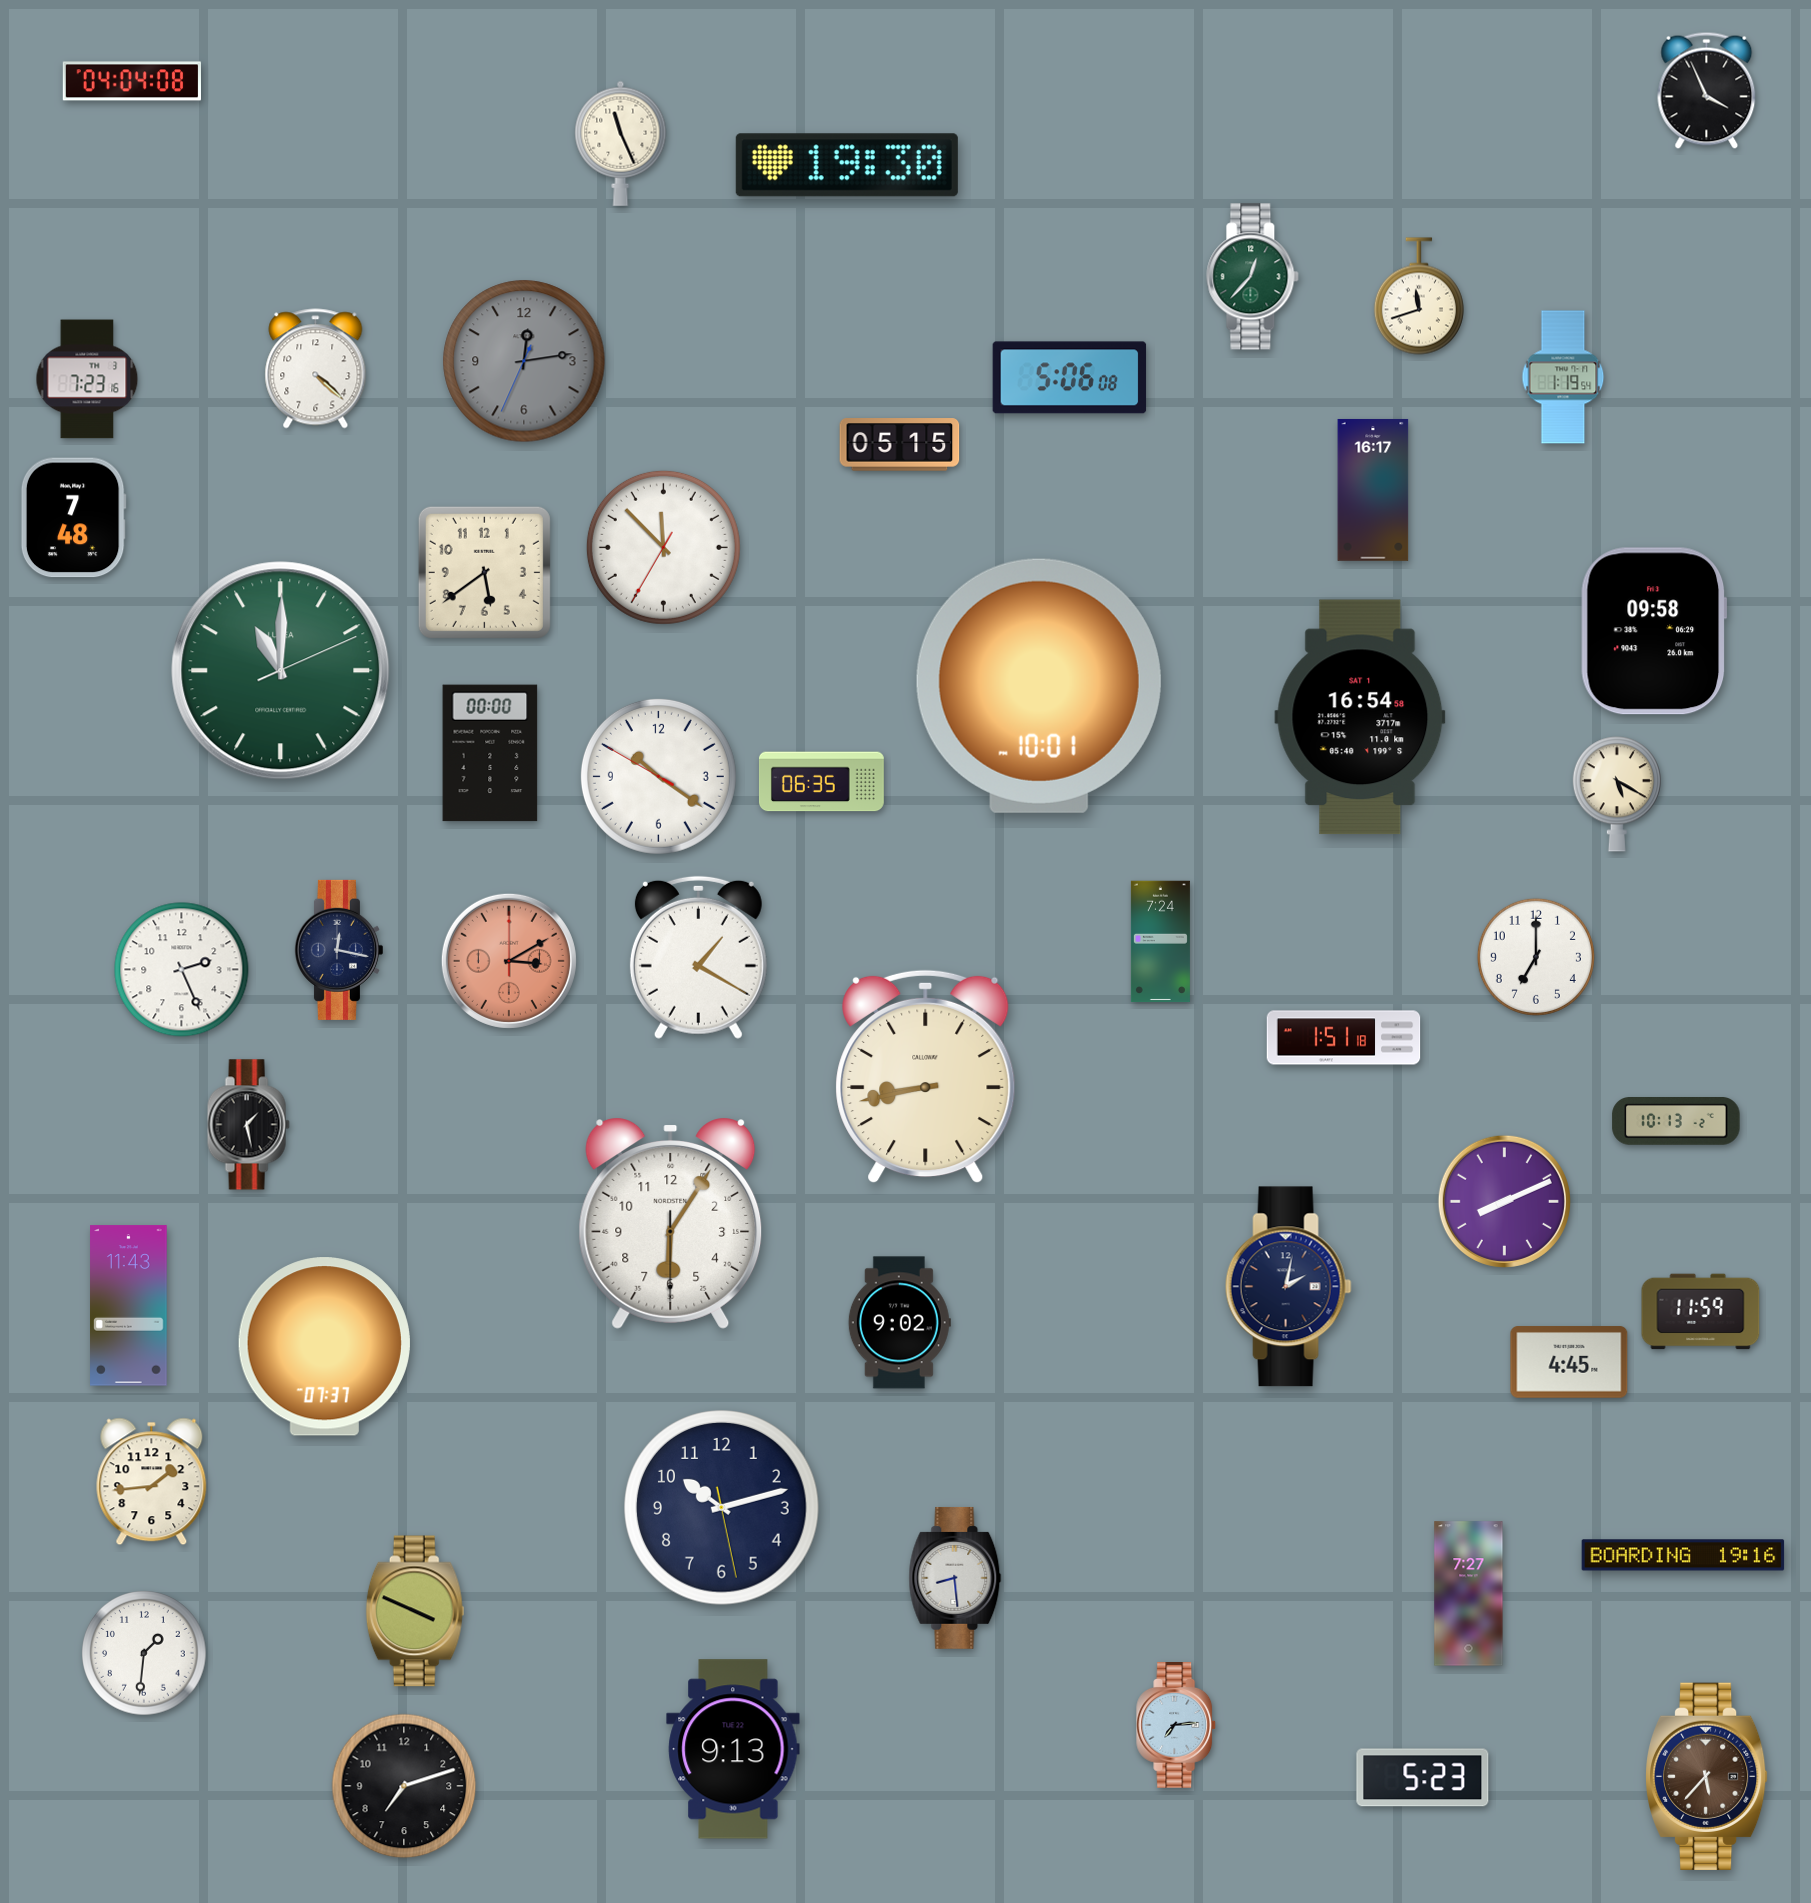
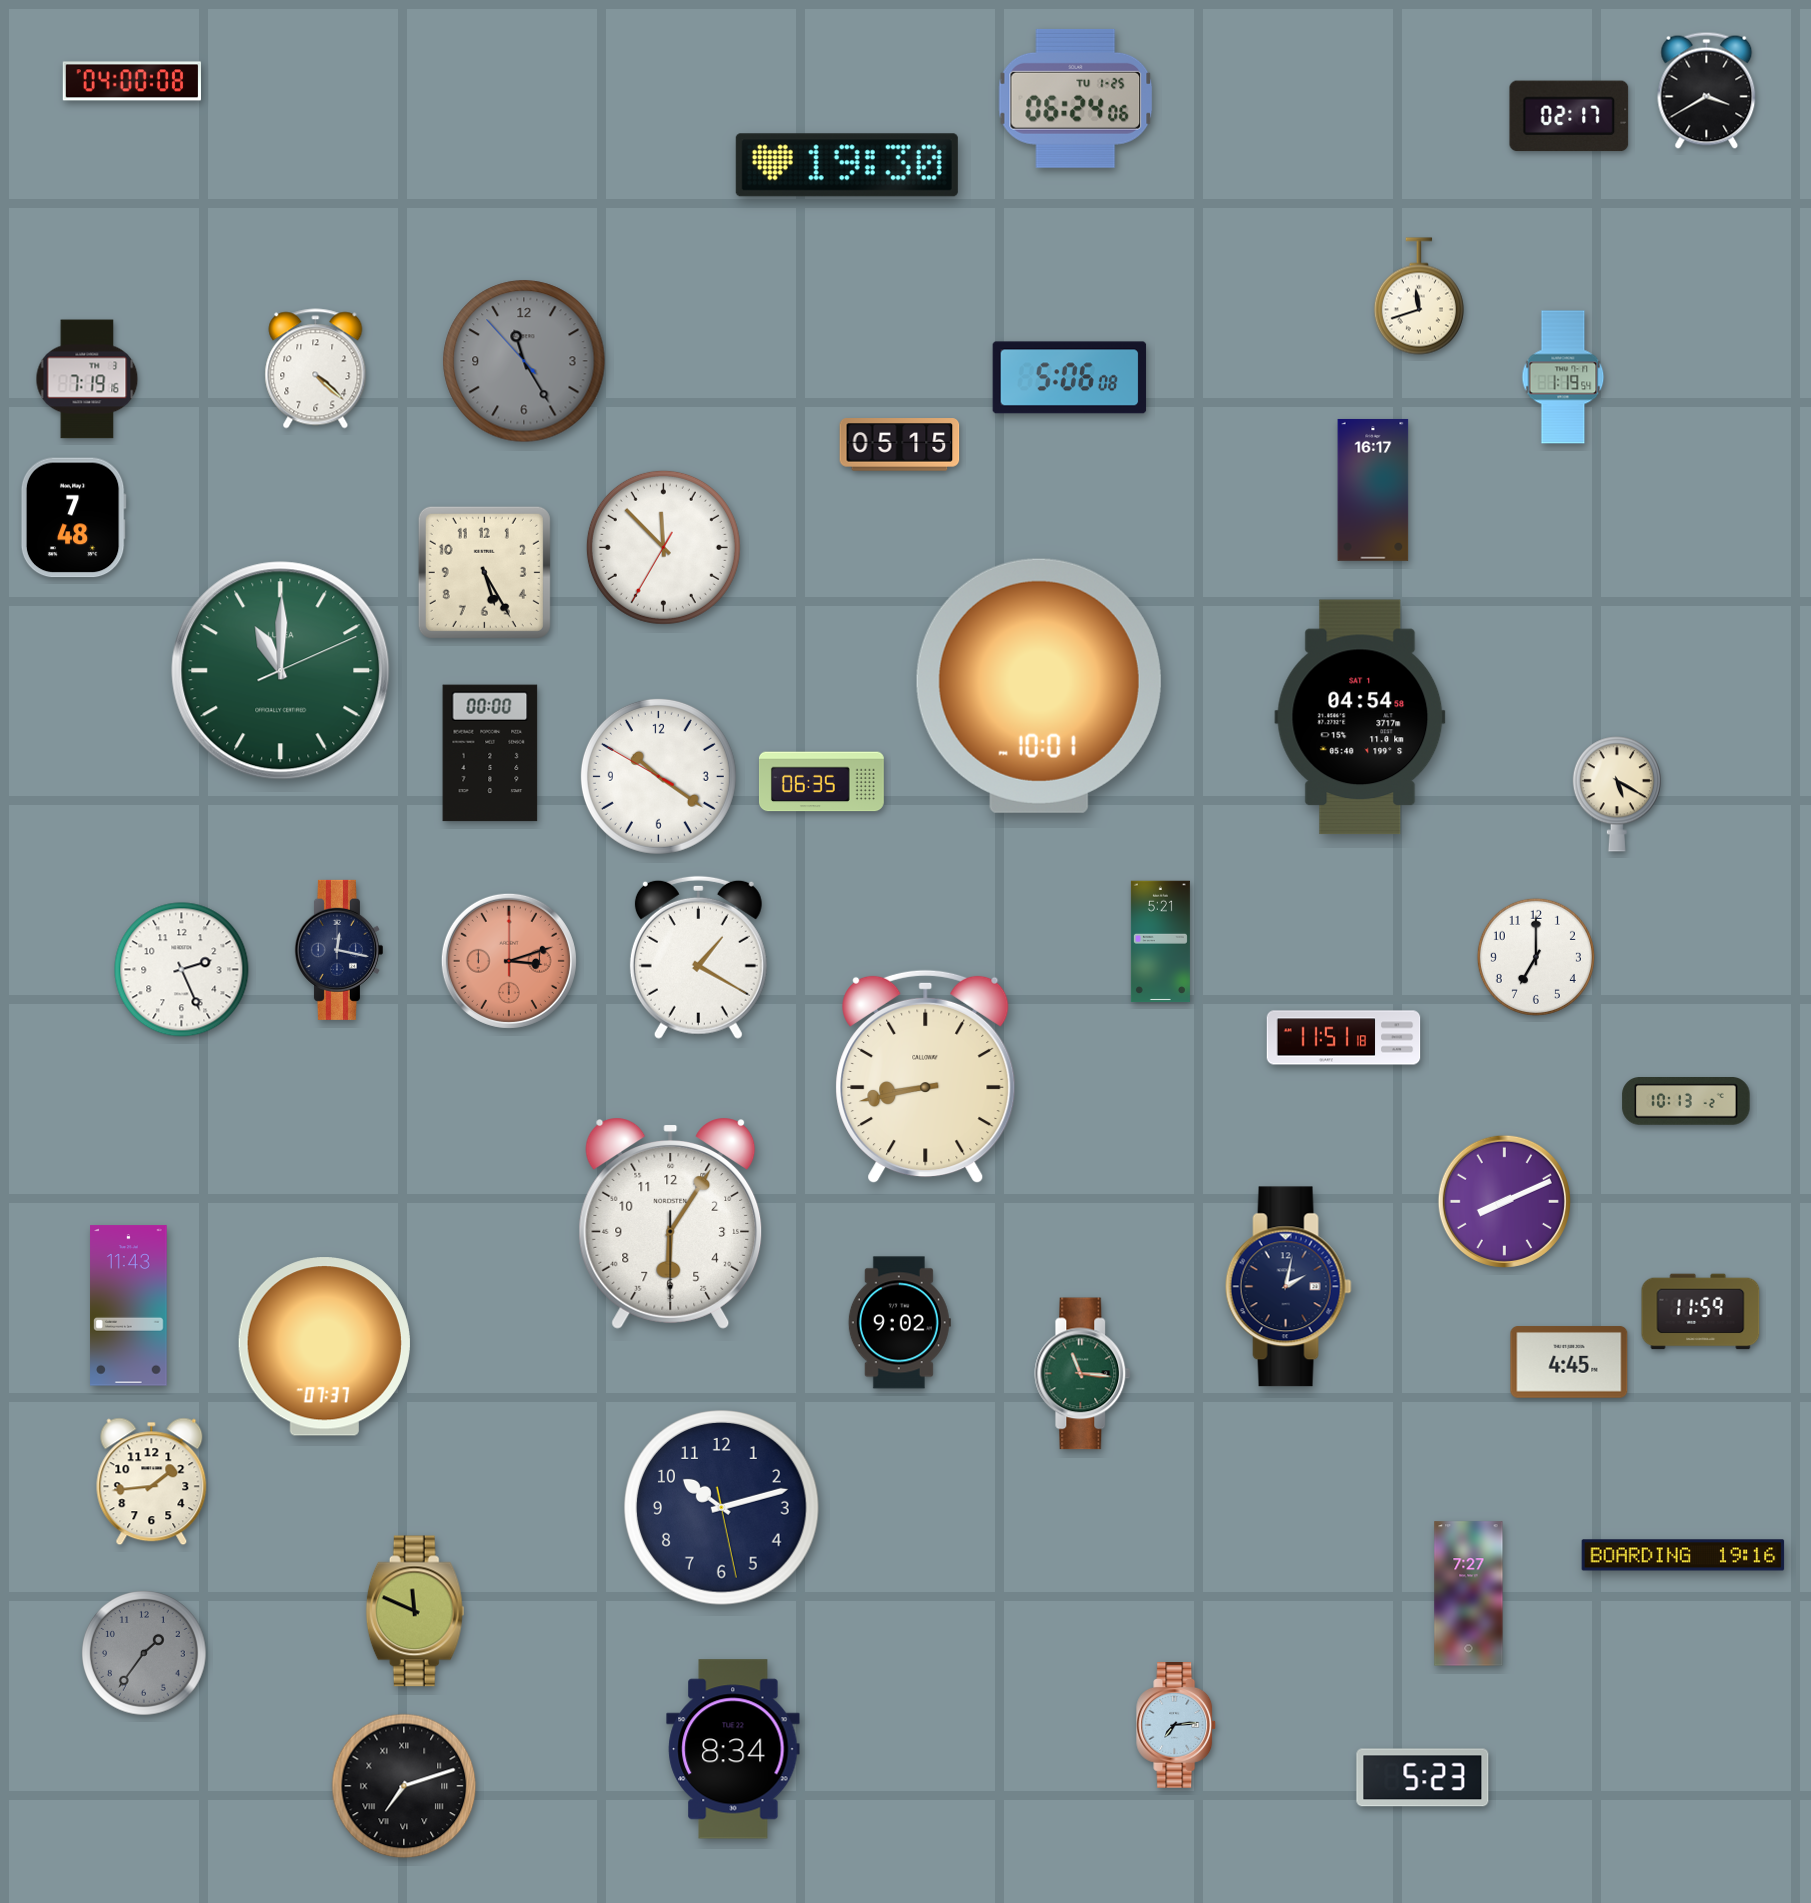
clock at (131, 81): 04:04 -> 04:00
clock at (1707, 90): 3:56 -> 3:40
clock at (1076, 98): none -> 06:24
clock at (1569, 116): none -> 02:17
clock at (621, 143): 11:26 -> none
clock at (1253, 277): 12:37 -> none
clock at (524, 361): 12:13 -> 11:24
clock at (87, 379): 7:23 -> 7:19
clock at (484, 572): 5:39 -> 5:25
clock at (1654, 631): 09:58 -> none
clock at (1360, 717): 16:54 -> 04:54
clock at (1160, 942): 7:24 -> 5:21
clock at (509, 961): 3:10 -> 3:12
clock at (1344, 1038): 1:51 -> 11:51
clock at (1676, 1122) position: (1676, 1122) -> (1686, 1102)
clock at (248, 1125): 1:28 -> none
clock at (1083, 1374): none -> 11:16
clock at (955, 1578): 8:29 -> none
clock at (415, 1611): 3:49 -> 11:49
clock at (144, 1653): 1:31 -> 1:36
clock at (144, 1653) dial: white -> grey
clock at (733, 1749): 9:13 -> 8:34
clock at (1707, 1776): 5:37 -> none
clock at (404, 1786) numerals: Arabic -> Roman
